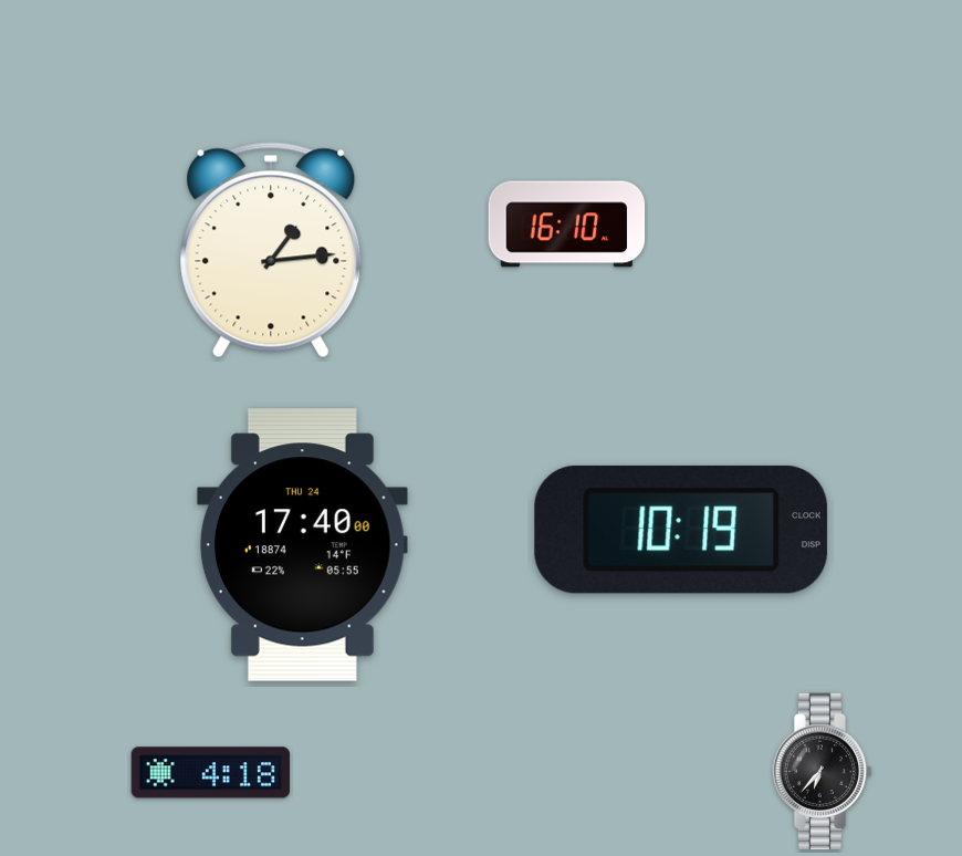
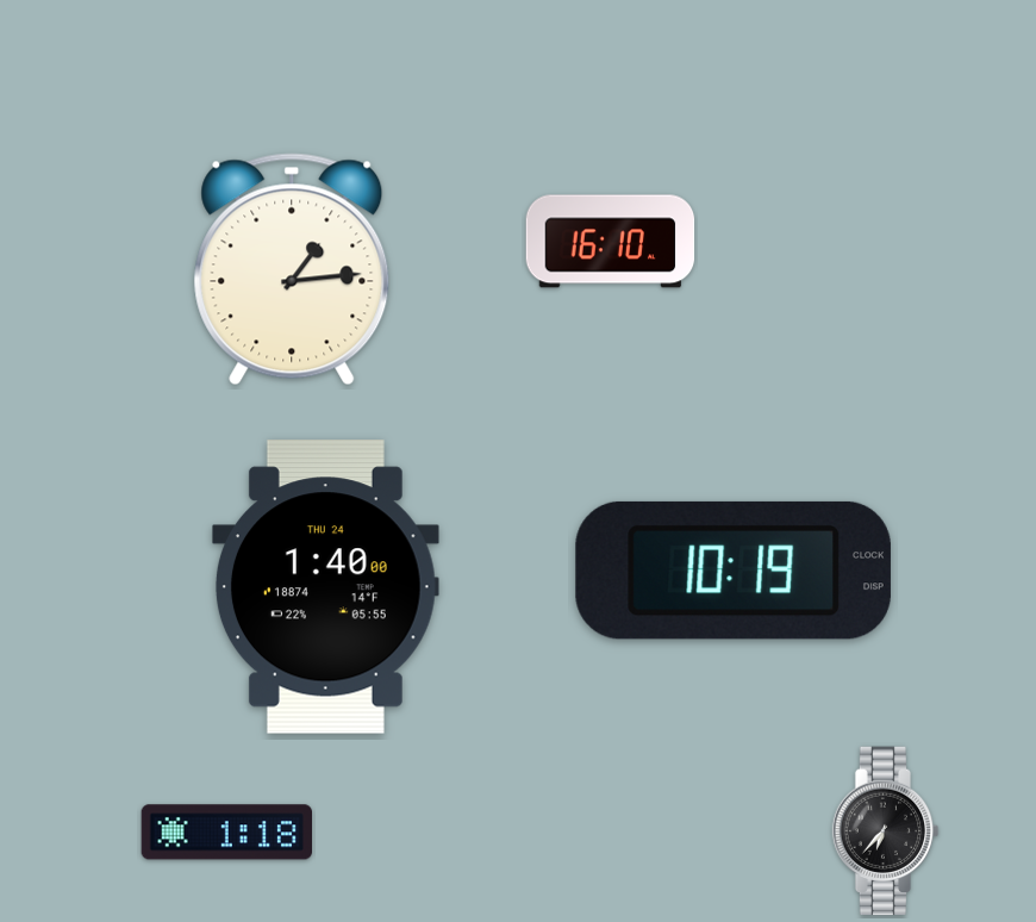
clock at (302, 545): 17:40 -> 1:40
clock at (210, 773): 4:18 -> 1:18
